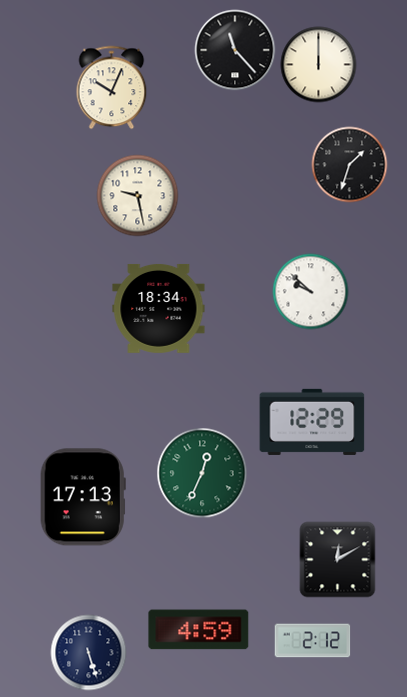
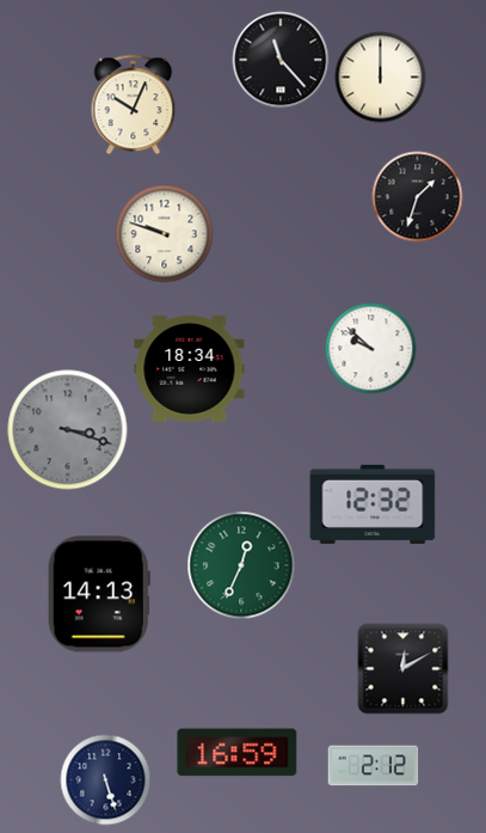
clock at (138, 196): 9:28 -> 9:48
clock at (68, 430): none -> 3:18
clock at (312, 422): 12:29 -> 12:32
clock at (83, 497): 17:13 -> 14:13
clock at (199, 630): 4:59 -> 16:59
